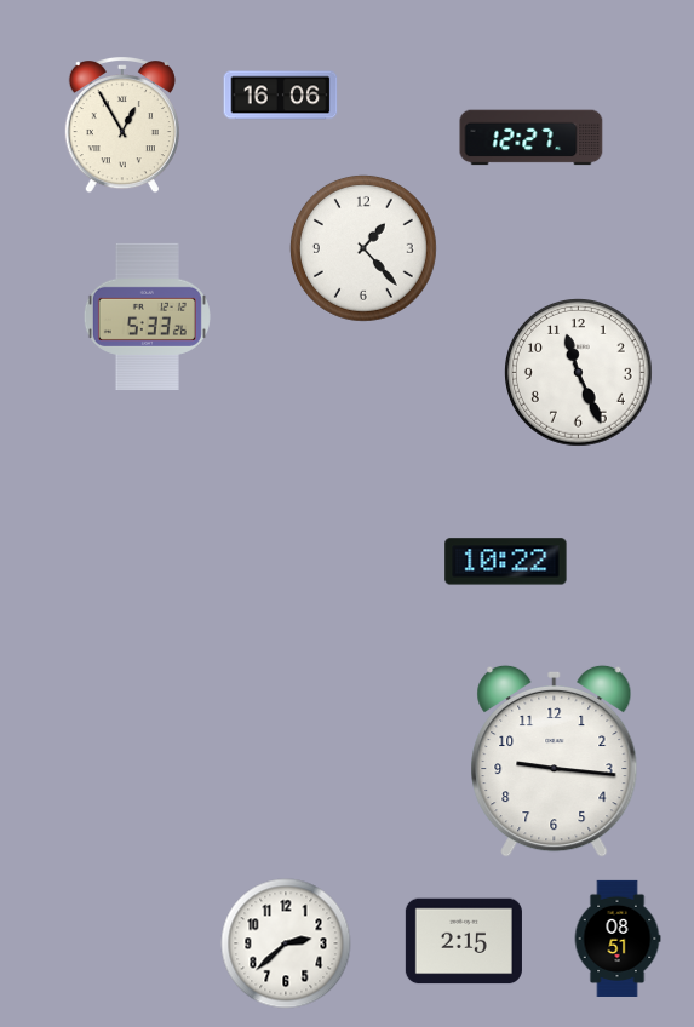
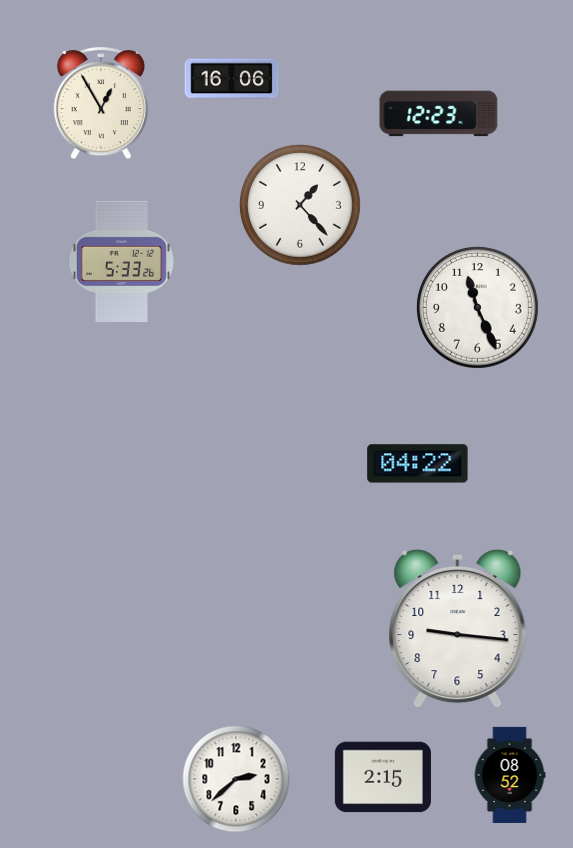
clock at (532, 138): 12:27 -> 12:23
clock at (506, 562): 10:22 -> 04:22
clock at (618, 939): 08:51 -> 08:52
